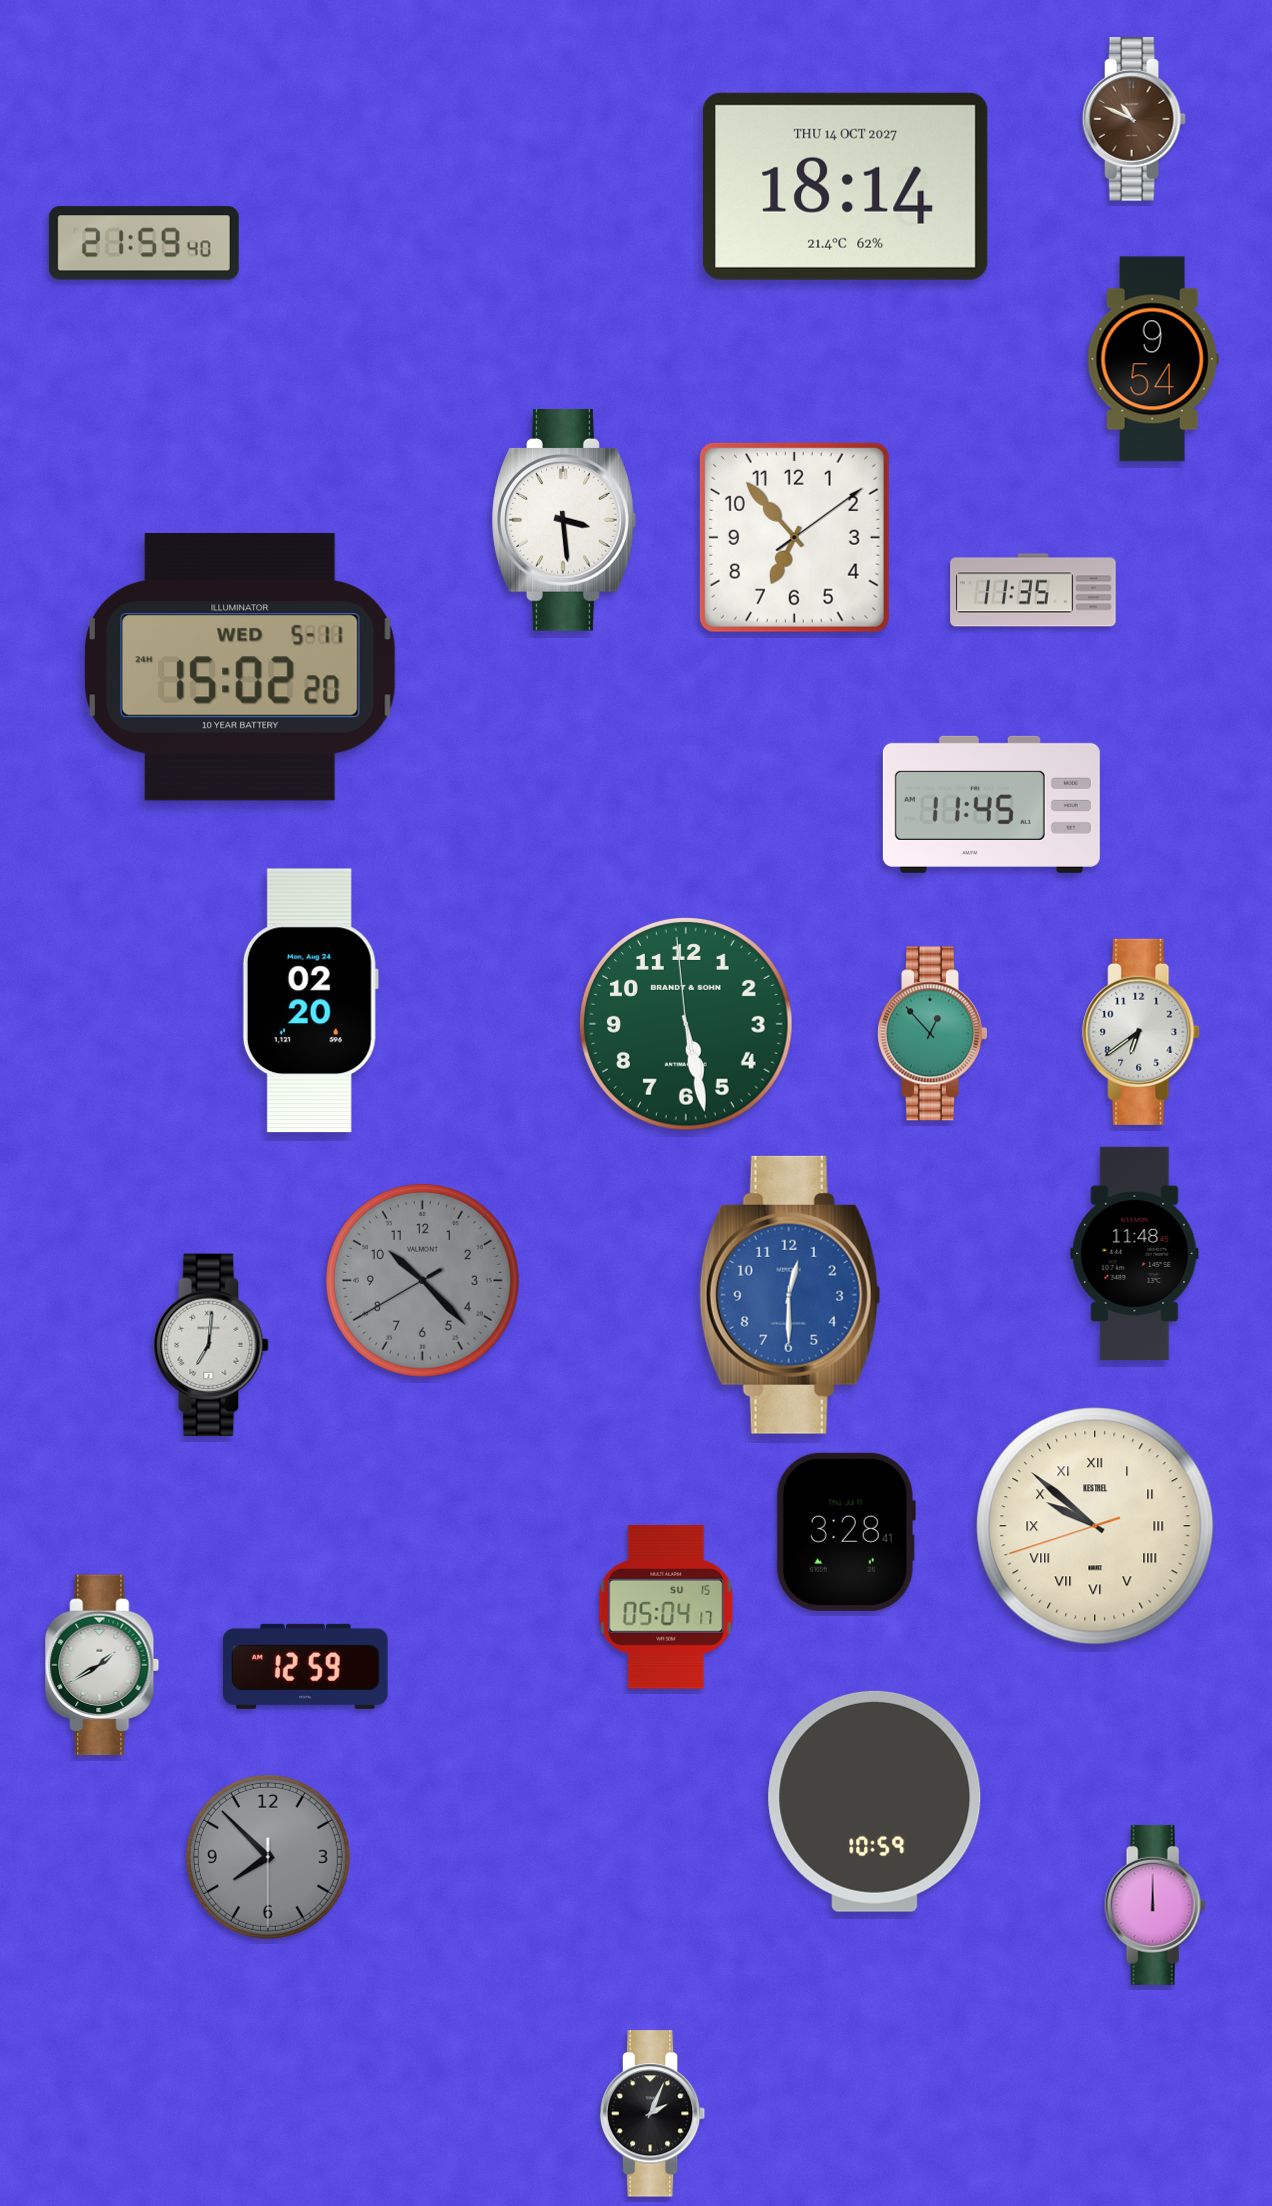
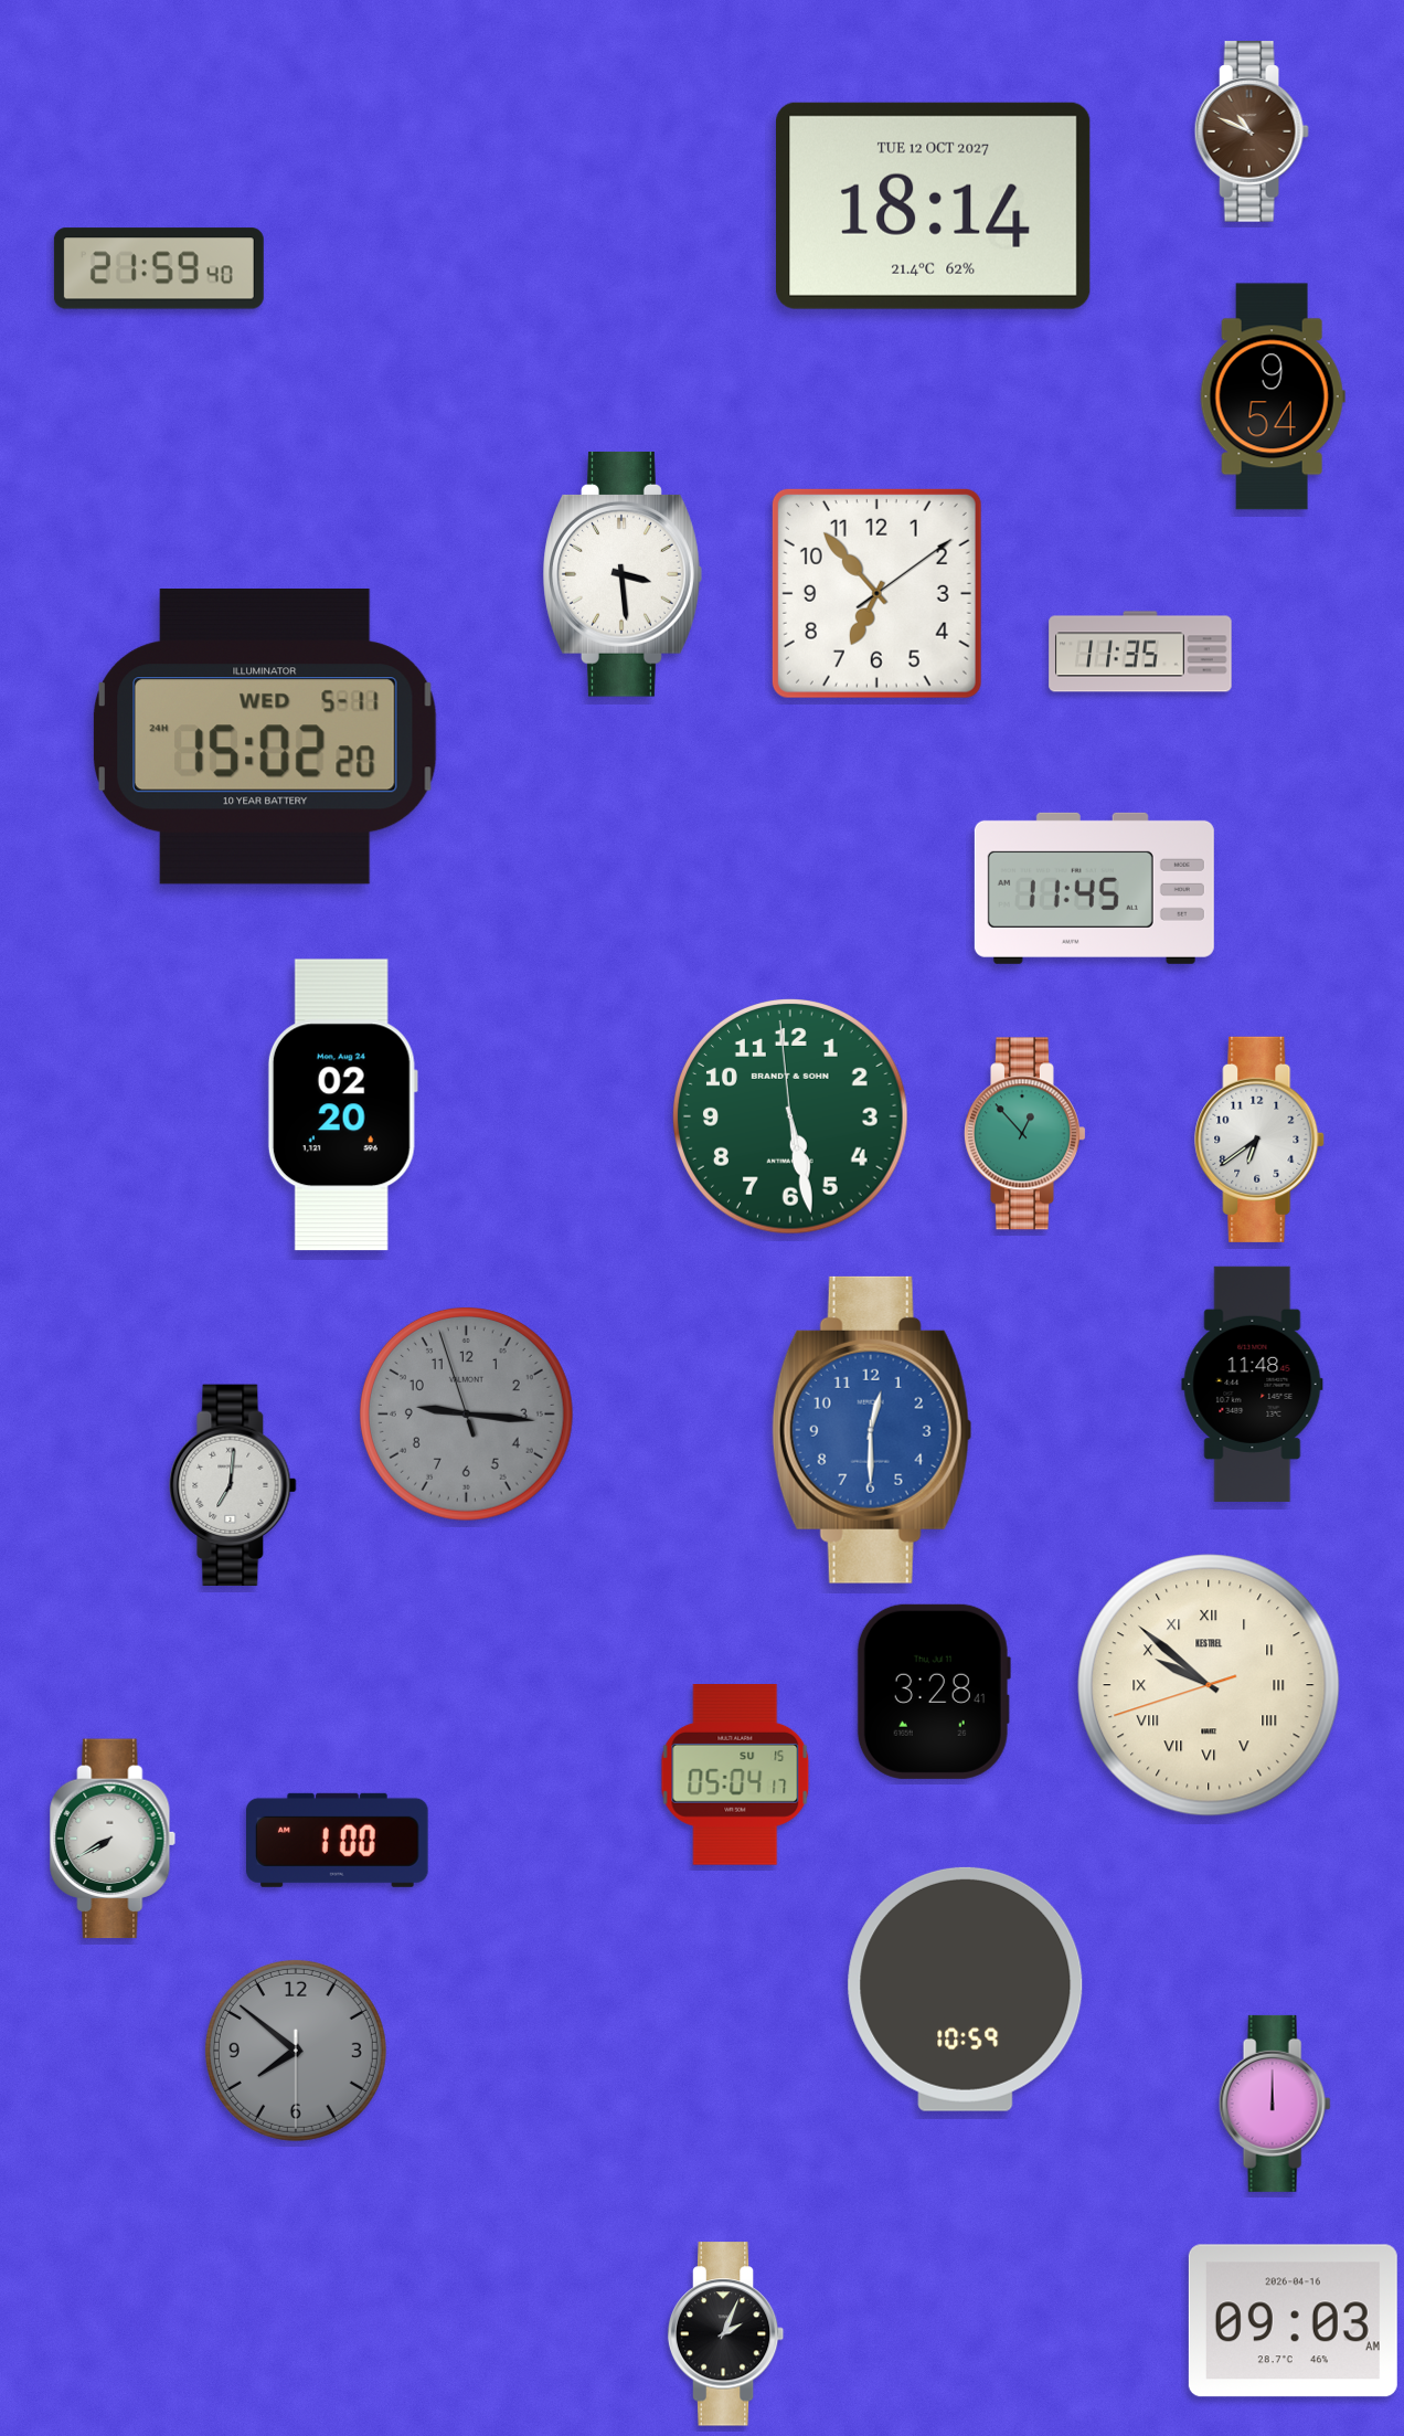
clock at (846, 186) date: THU 14 OCT 2027 -> TUE 12 OCT 2027
clock at (687, 1025) position: (687, 1025) -> (791, 1118)
clock at (932, 1034) position: (932, 1034) -> (1024, 1134)
clock at (422, 1280): 10:22 -> 9:15
clock at (102, 1665): 1:40 -> 7:40
clock at (306, 1666): 12:59 -> 1:00
clock at (268, 1857): 7:52 -> 7:51
clock at (1293, 2321): none -> 09:03
clock at (653, 2114) position: (653, 2114) -> (726, 2334)
